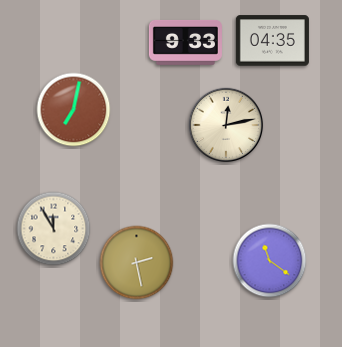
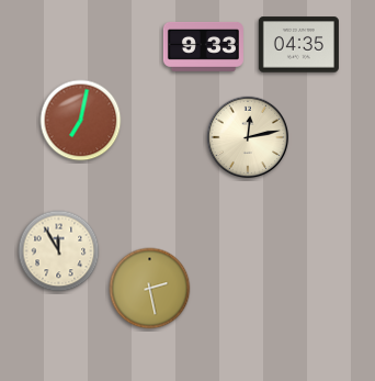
clock at (270, 261): 11:21 -> none
